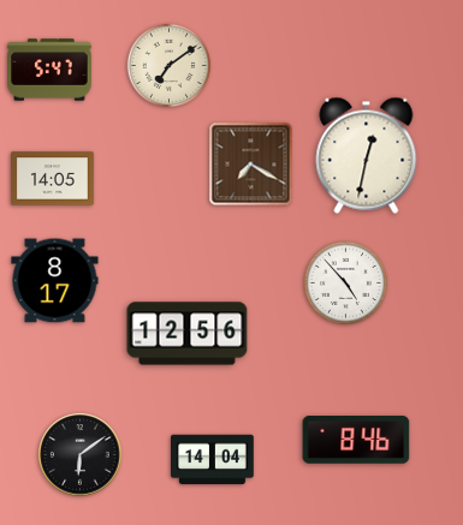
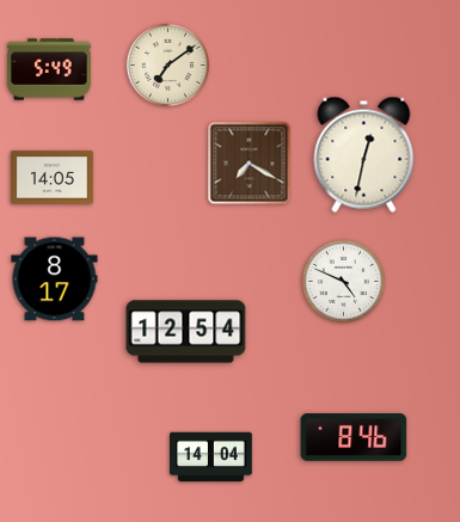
clock at (49, 70): 5:47 -> 5:49
clock at (345, 282): 4:53 -> 4:49
clock at (188, 334): 12:56 -> 12:54
clock at (81, 455): 6:09 -> none
